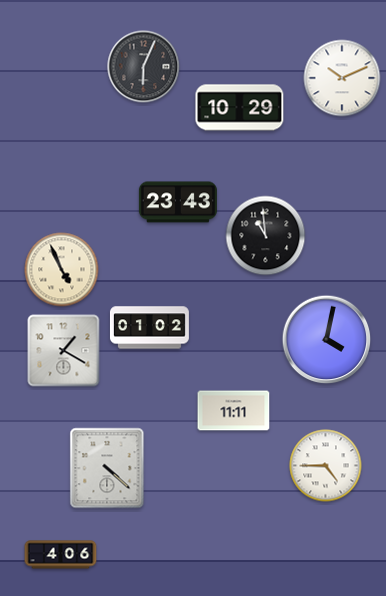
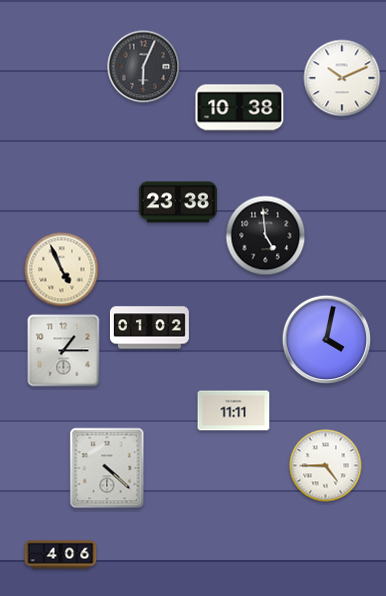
clock at (240, 108): 10:29 -> 10:38
clock at (178, 202): 23:43 -> 23:38
clock at (266, 236): 10:59 -> 4:59
clock at (64, 351): 1:20 -> 1:15
